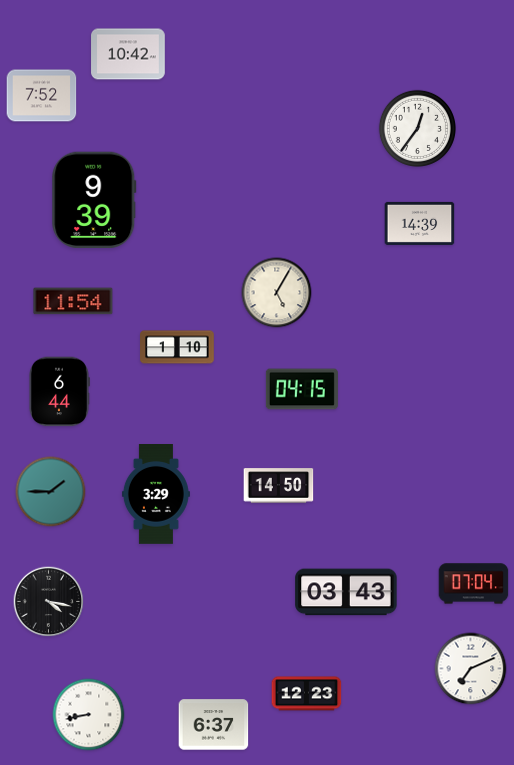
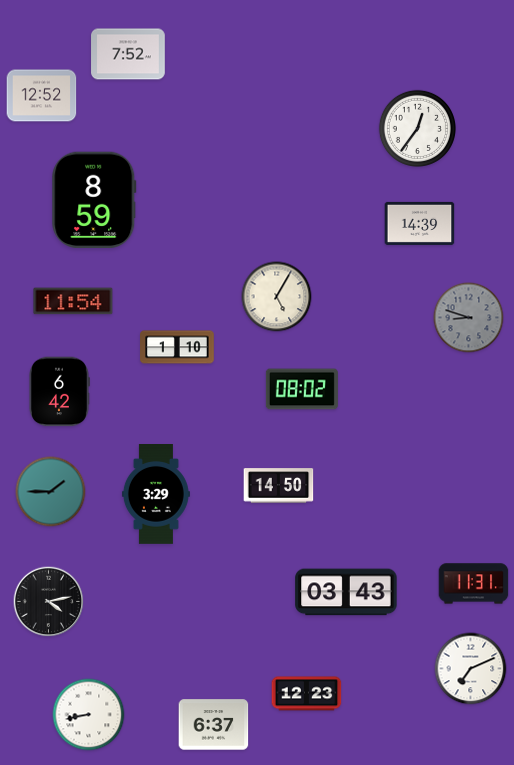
clock at (128, 54): 10:42 -> 7:52
clock at (42, 96): 7:52 -> 12:52
clock at (94, 200): 9:39 -> 8:59
clock at (277, 293) position: (277, 293) -> (277, 297)
clock at (469, 318): none -> 8:48
clock at (302, 389): 04:15 -> 08:02
clock at (60, 392): 6:44 -> 6:42
clock at (474, 584): 07:04 -> 11:31
clock at (49, 602): 4:17 -> 4:13
